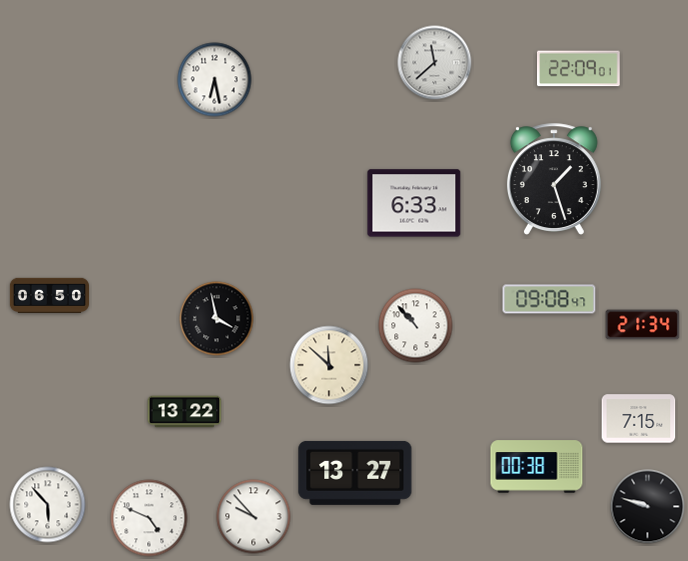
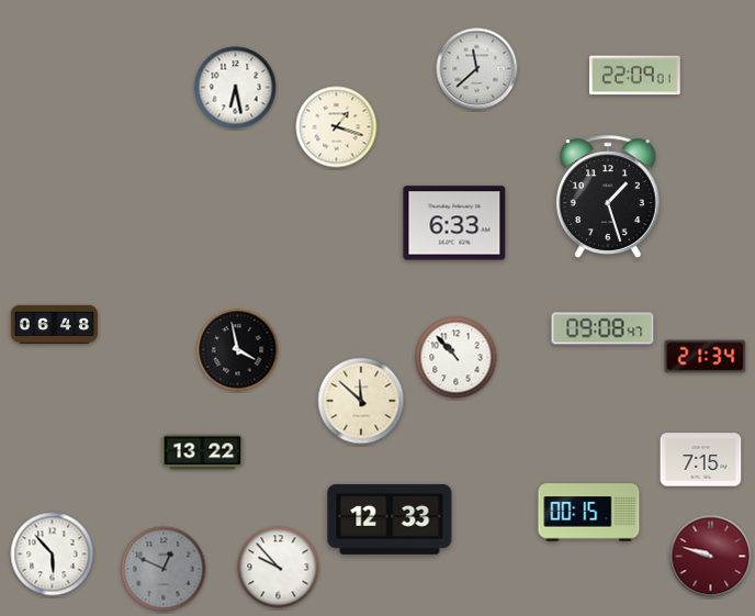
clock at (337, 127): none -> 1:18
clock at (49, 295): 06:50 -> 06:48
clock at (537, 467): 00:38 -> 00:15
clock at (355, 473): 13:27 -> 12:33
clock at (648, 507) dial: black -> burgundy
clock at (149, 518): 4:49 -> 12:49
clock at (149, 518) dial: white -> grey
